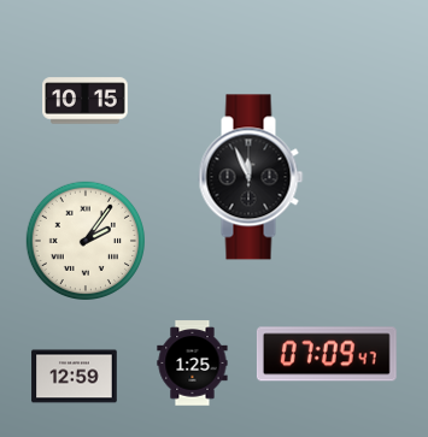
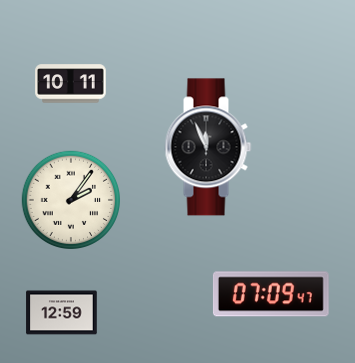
clock at (86, 101): 10:15 -> 10:11
clock at (193, 364): 1:25 -> none
